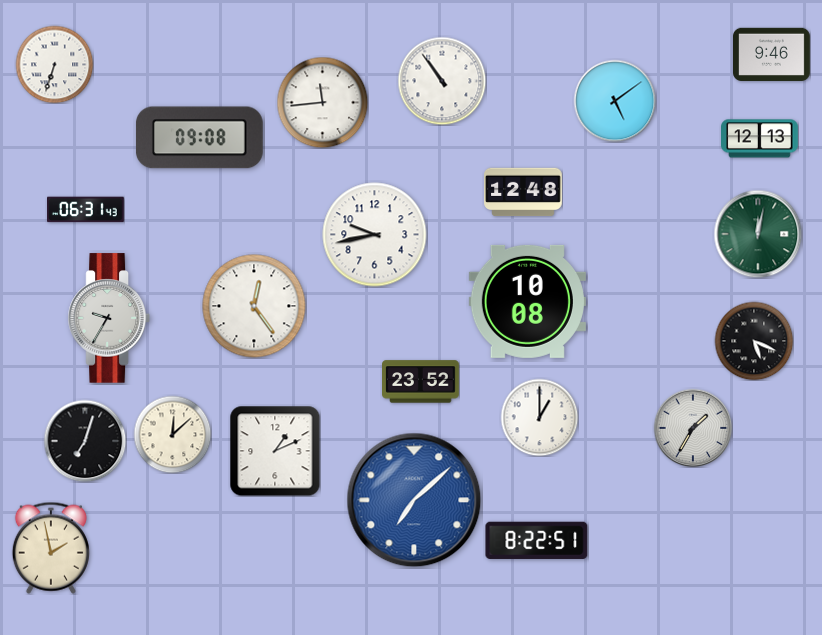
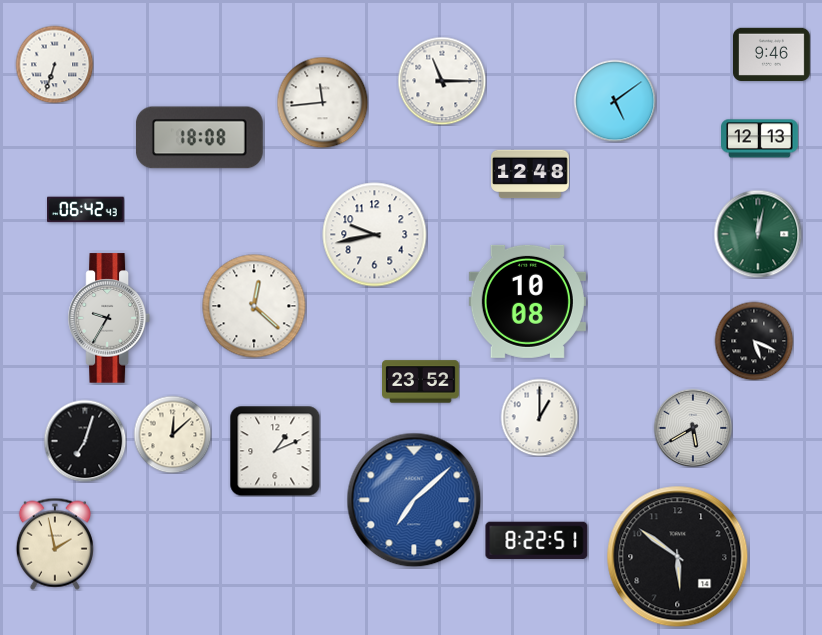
clock at (442, 81): 10:54 -> 11:15
clock at (199, 138): 09:08 -> 18:08
clock at (523, 192) position: (523, 192) -> (530, 174)
clock at (86, 210): 06:31 -> 06:42
clock at (254, 306): 12:24 -> 12:22
clock at (693, 428): 1:35 -> 5:40
clock at (51, 548) position: (51, 548) -> (55, 544)
clock at (678, 557): none -> 5:51
